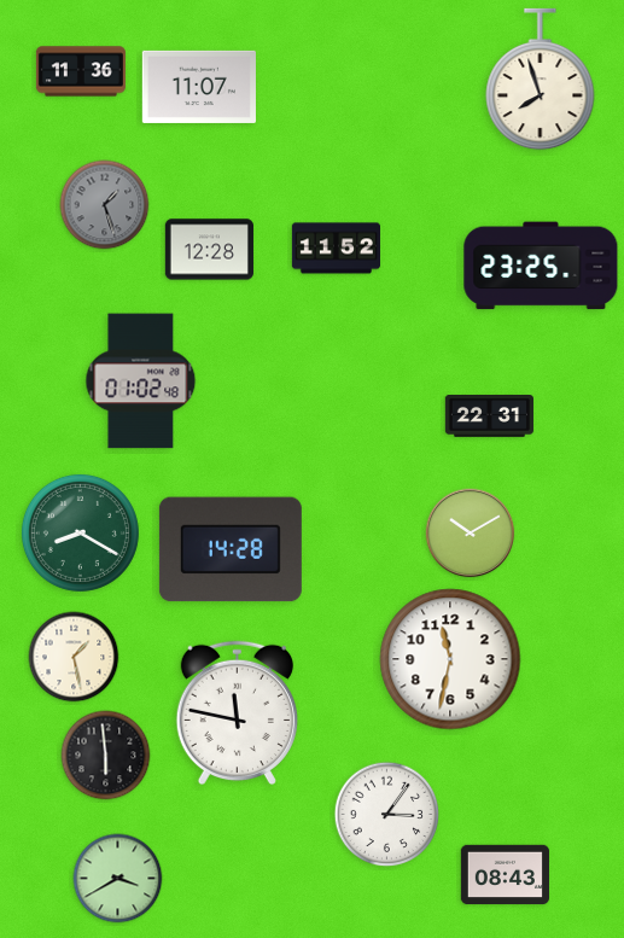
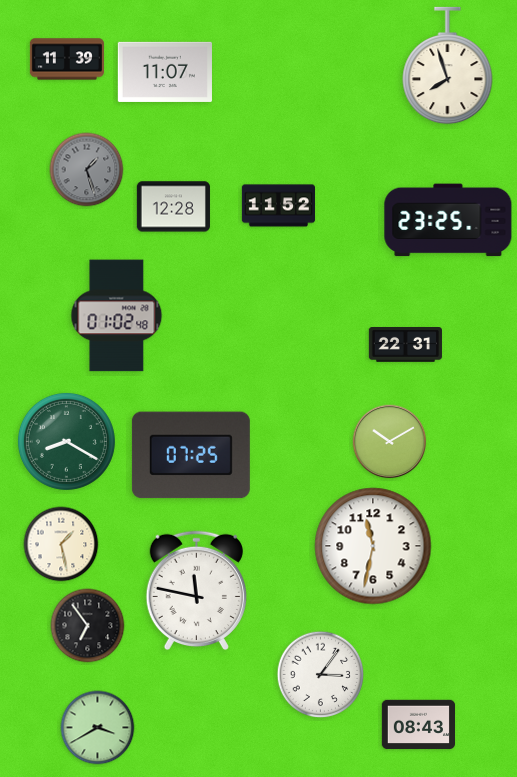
clock at (81, 71): 11:36 -> 11:39
clock at (231, 549): 14:28 -> 07:25
clock at (106, 756): 5:59 -> 6:54
